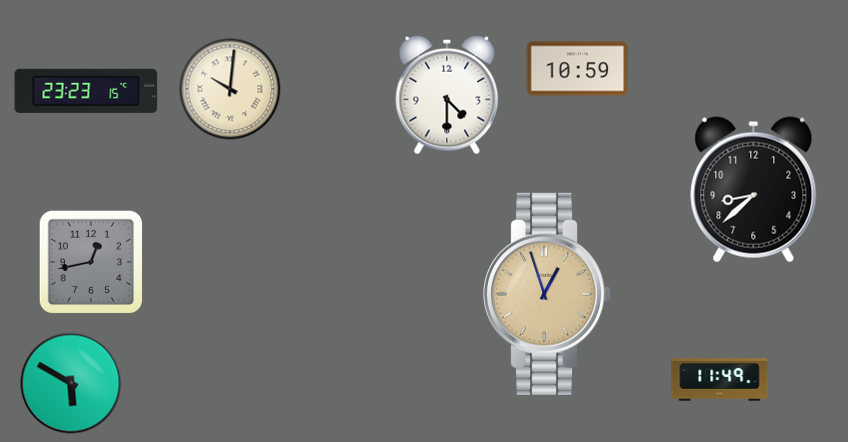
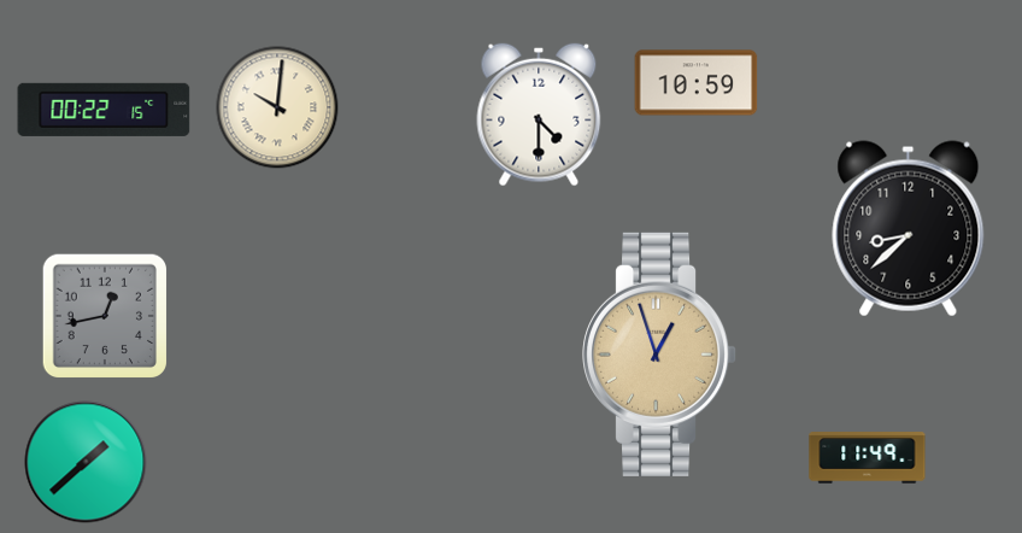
clock at (86, 91): 23:23 -> 00:22
clock at (90, 261) position: (90, 261) -> (104, 315)
clock at (71, 383): 5:50 -> 1:38
